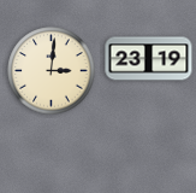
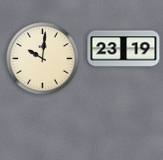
clock at (52, 71): 3:01 -> 10:01
